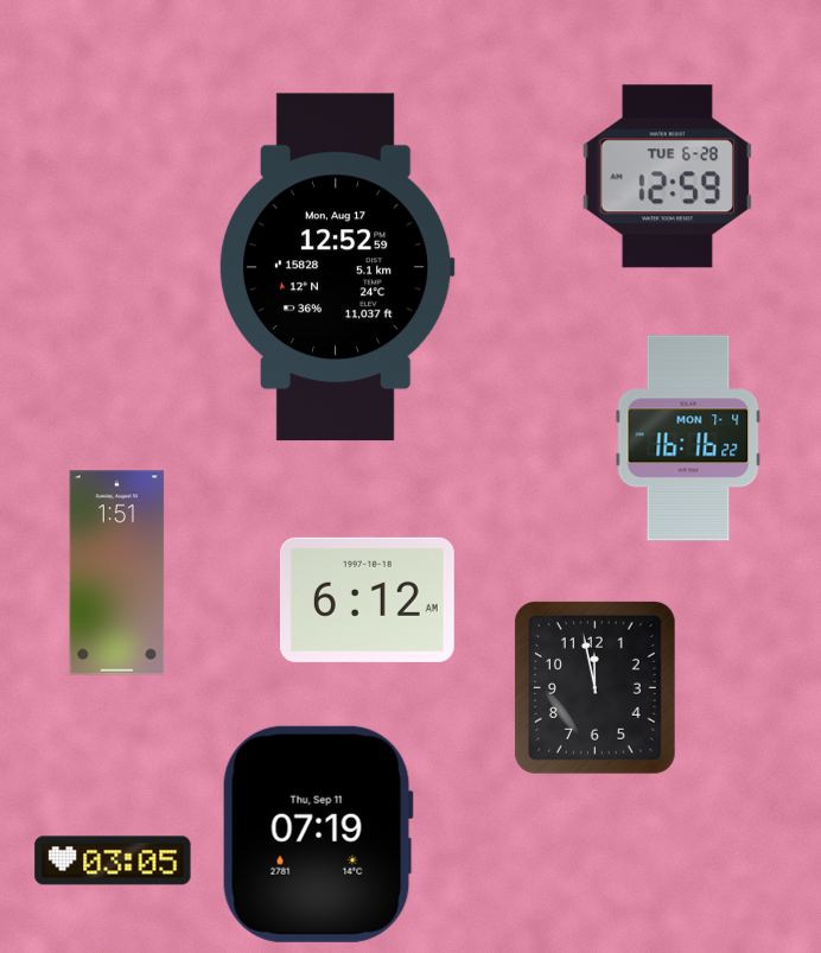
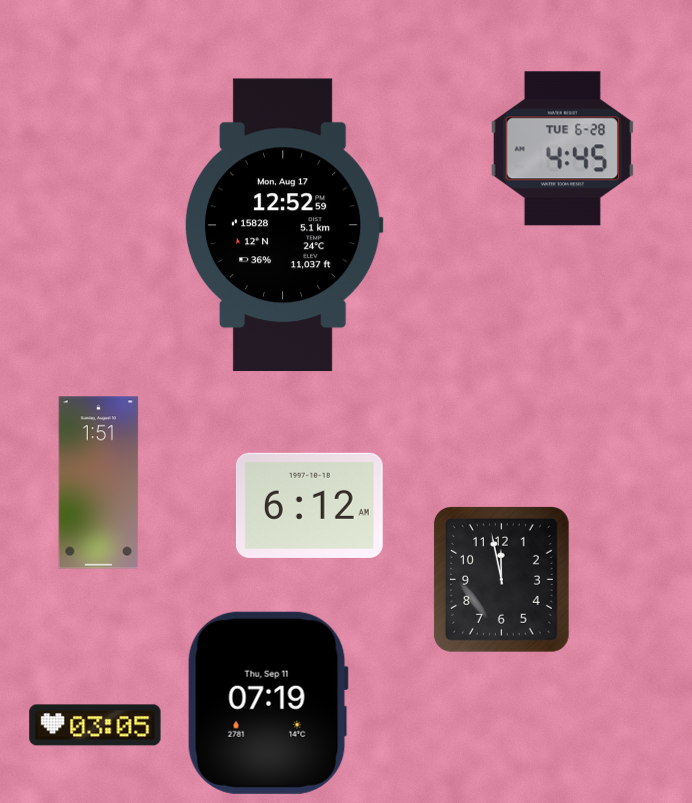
clock at (667, 177): 12:59 -> 4:45
clock at (688, 438): 16:16 -> none
